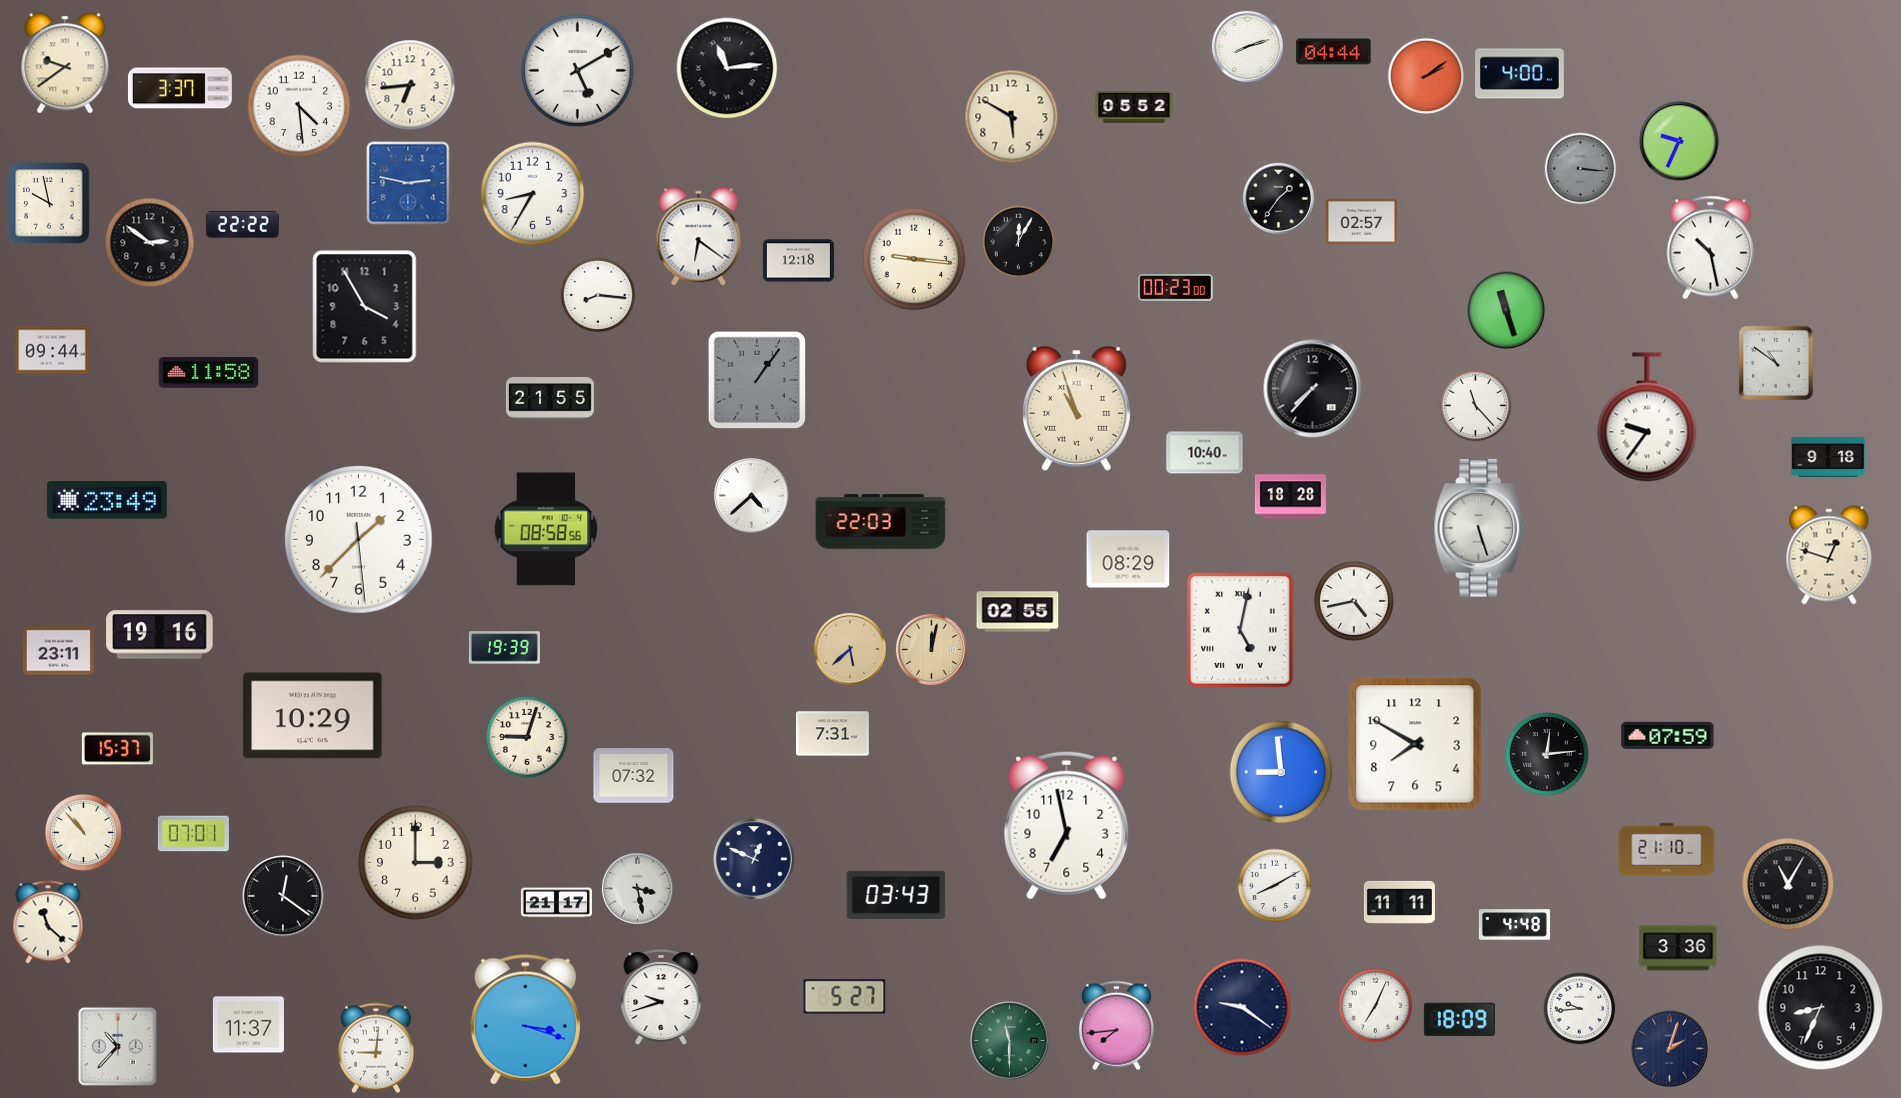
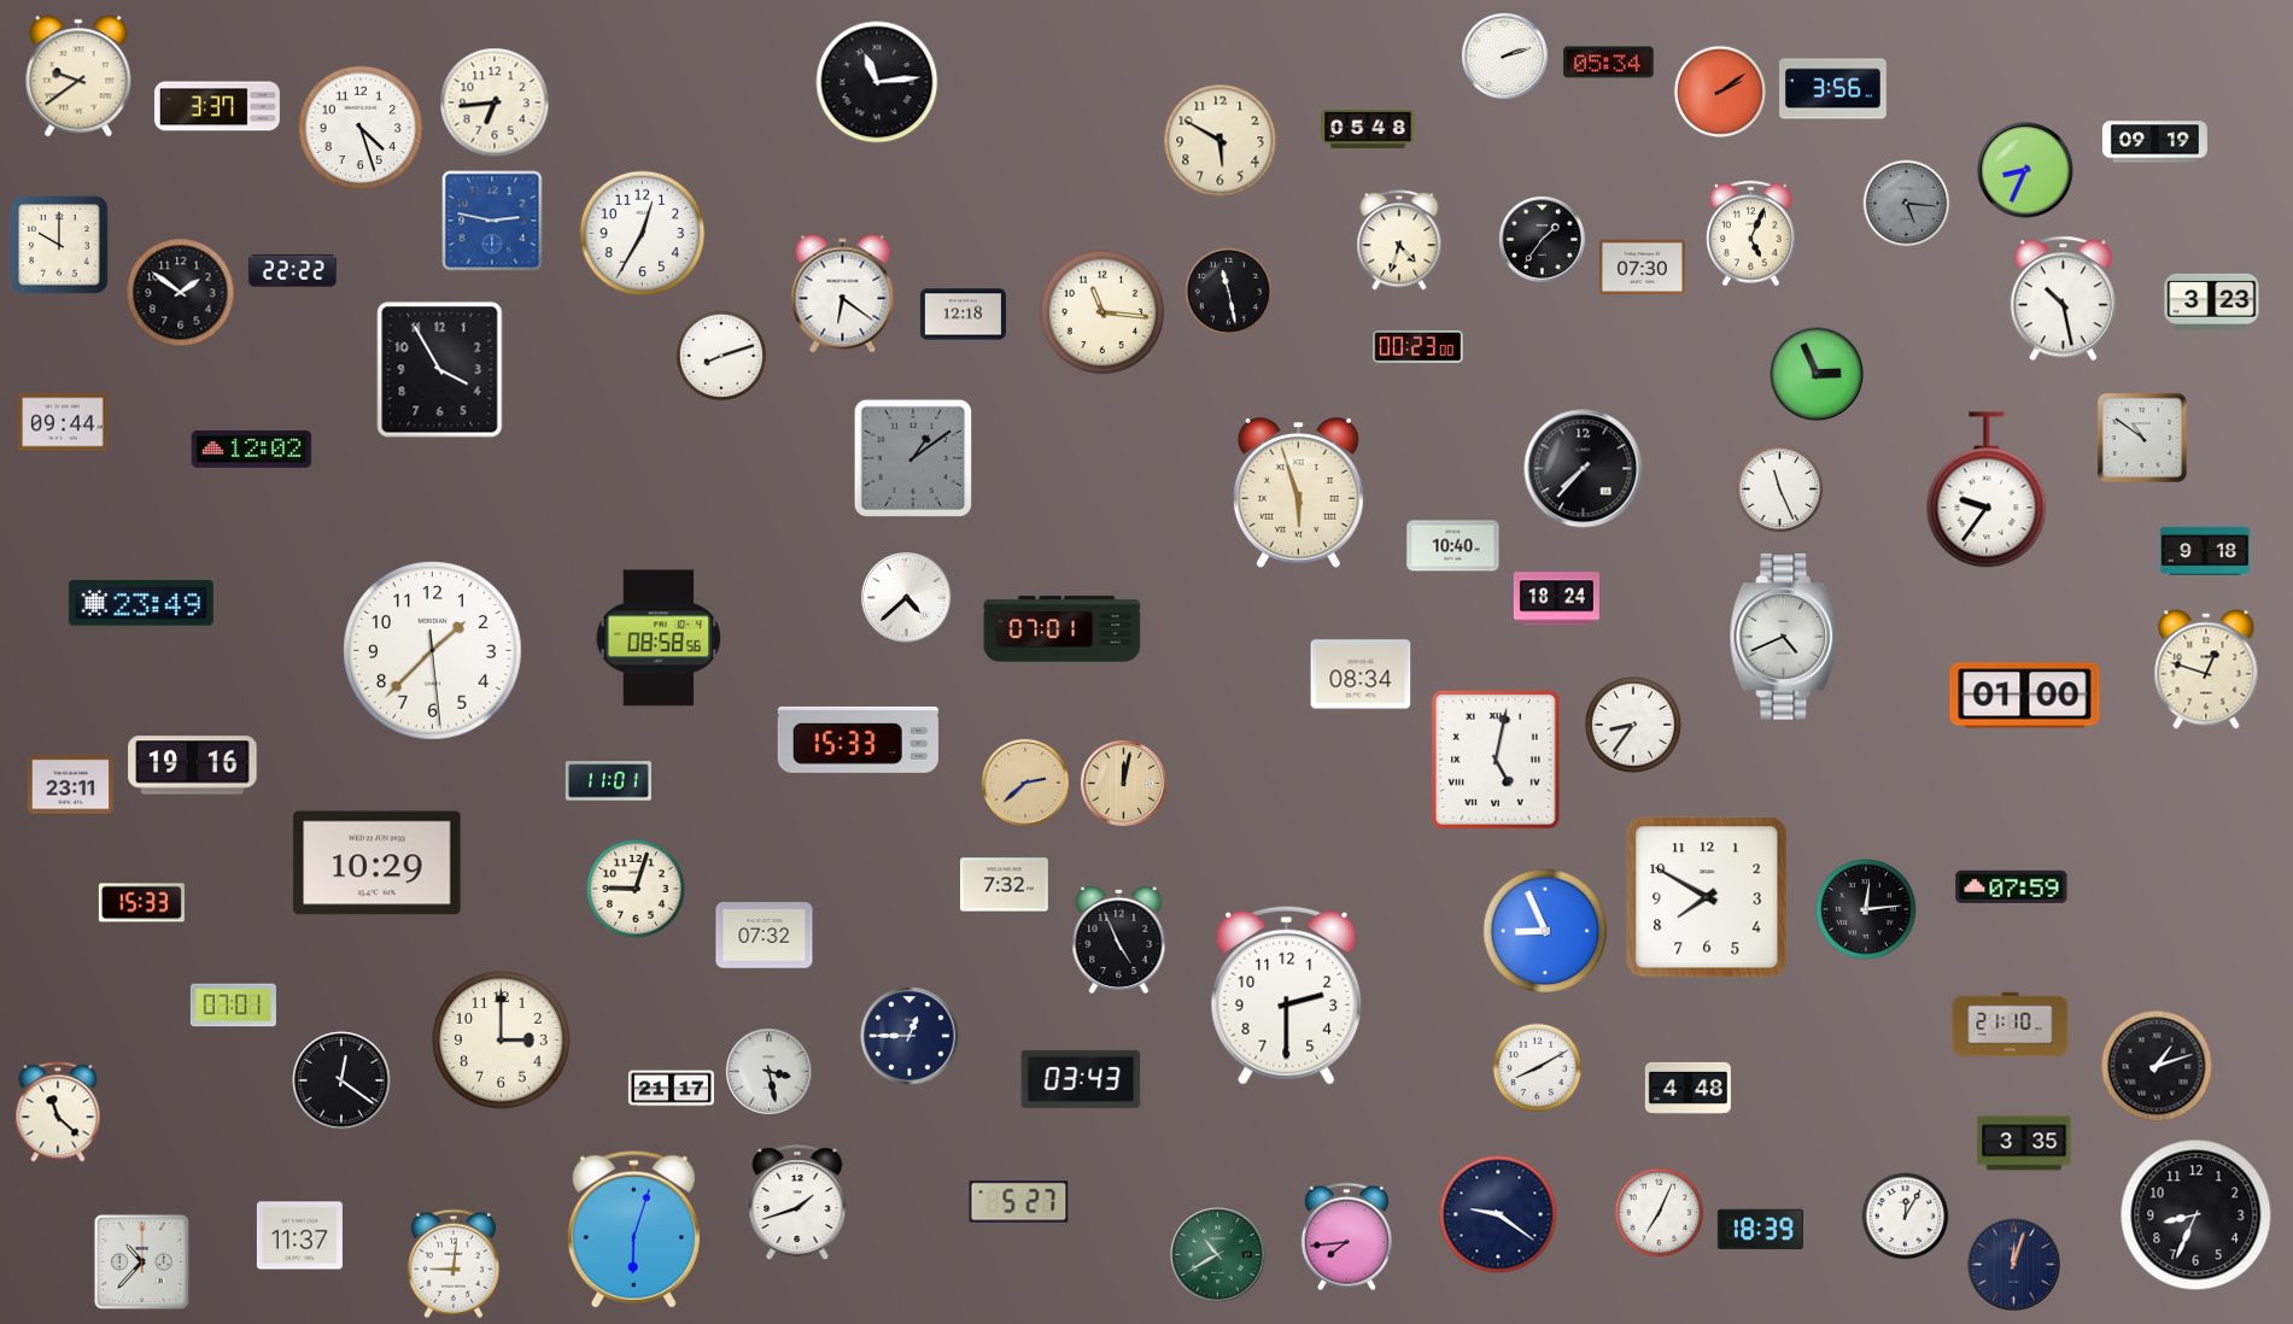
clock at (1247, 46): 8:12 -> 2:12
clock at (1334, 52): 04:44 -> 05:34
clock at (577, 70): 5:10 -> none
clock at (1520, 74): 4:00 -> 3:56
clock at (299, 106): 4:29 -> 4:27
clock at (1134, 107): 05:52 -> 05:48
clock at (2154, 142): none -> 09:19
clock at (1679, 141): 9:34 -> 8:34
clock at (1581, 169): 3:16 -> 5:16
clock at (533, 194): 8:35 -> 12:35
clock at (1750, 234): none -> 5:04
clock at (1399, 240): none -> 4:33
clock at (49, 203): 9:58 -> 10:00
clock at (1361, 222): 02:57 -> 07:30
clock at (699, 237) position: (699, 237) -> (843, 294)
clock at (1019, 242): 12:05 -> 11:28
clock at (150, 243): 2:51 -> 1:51
clock at (2212, 301): none -> 3:23
clock at (914, 259): 9:16 -> 11:16
clock at (598, 295): 8:16 -> 8:12
clock at (1507, 311): 11:27 -> 2:56
clock at (209, 372): 11:58 -> 12:02
clock at (757, 380): 1:06 -> 1:09
clock at (550, 398): 21:55 -> none
clock at (1476, 406): 11:23 -> 11:26
clock at (1076, 409): 10:57 -> 5:57
clock at (1647, 417) position: (1647, 417) -> (1987, 490)
clock at (1290, 497): 18:28 -> 18:24
clock at (107, 500) position: (107, 500) -> (141, 603)
clock at (881, 522): 22:03 -> 07:01
clock at (1479, 528): 5:27 -> 4:41
clock at (1128, 559): 08:29 -> 08:34
clock at (2025, 696): none -> 01:00
clock at (1354, 601): 4:43 -> 8:36
clock at (1018, 612): 02:55 -> none
clock at (858, 739): none -> 15:33
clock at (504, 648): 19:39 -> 11:01
clock at (850, 649): 5:38 -> 2:38
clock at (833, 734): 7:31 -> 7:32
clock at (117, 749): 15:37 -> 15:33
clock at (1281, 772): 8:59 -> 8:56
clock at (1119, 939): none -> 4:56
clock at (1067, 825): 6:58 -> 2:30
clock at (83, 832): 10:53 -> none
clock at (754, 859): 12:49 -> 12:45
clock at (1788, 884): 11:05 -> 1:12
clock at (1399, 902): 11:11 -> 4:48
clock at (1514, 925): 4:48 -> none
clock at (1678, 948): 3:36 -> 3:35
clock at (661, 998): 9:42 -> 1:42
clock at (1580, 1009): 9:44 -> 12:05
clock at (525, 1019): 3:18 -> 6:03
clock at (1459, 1020): 18:09 -> 18:39
clock at (1010, 1041): 11:30 -> 10:40
clock at (1670, 1049): 2:03 -> 12:03
